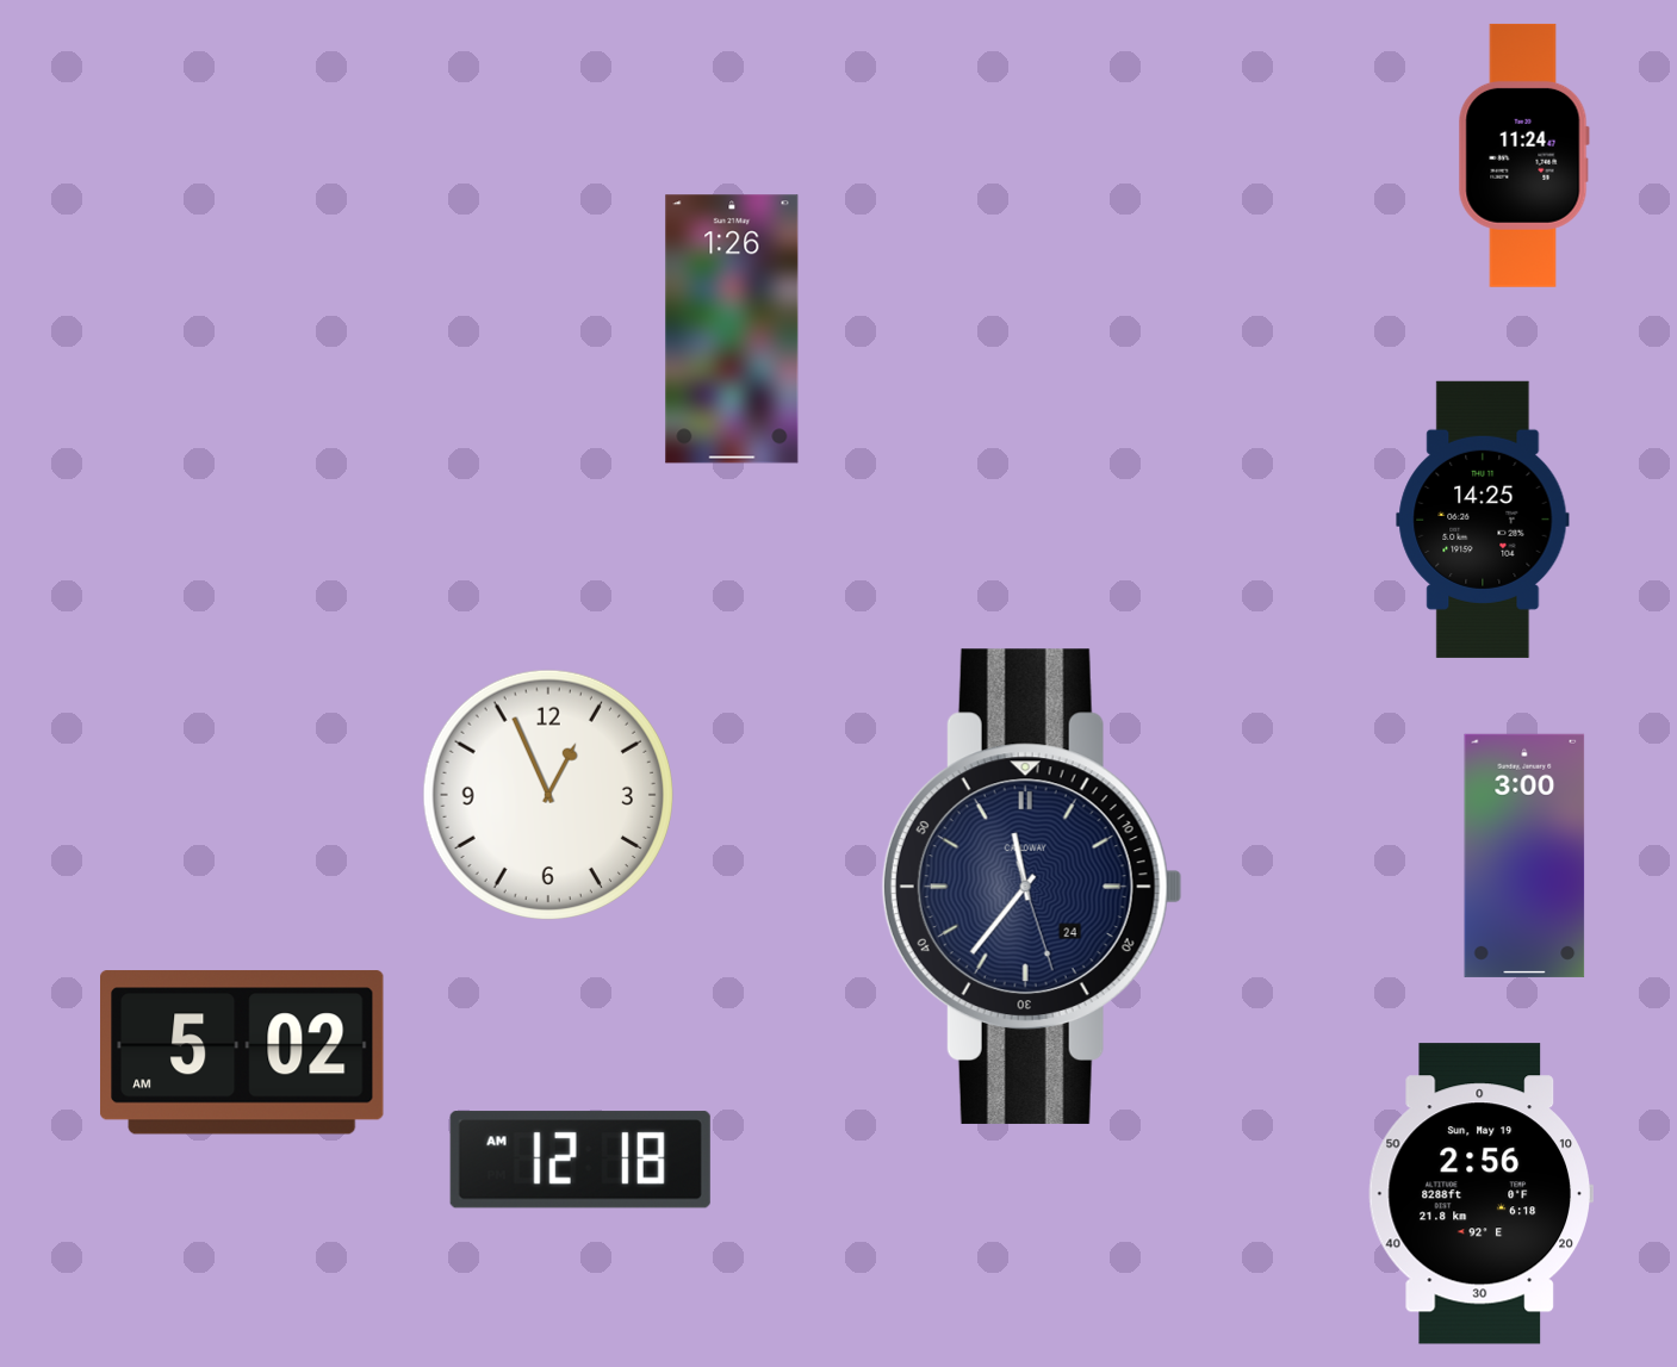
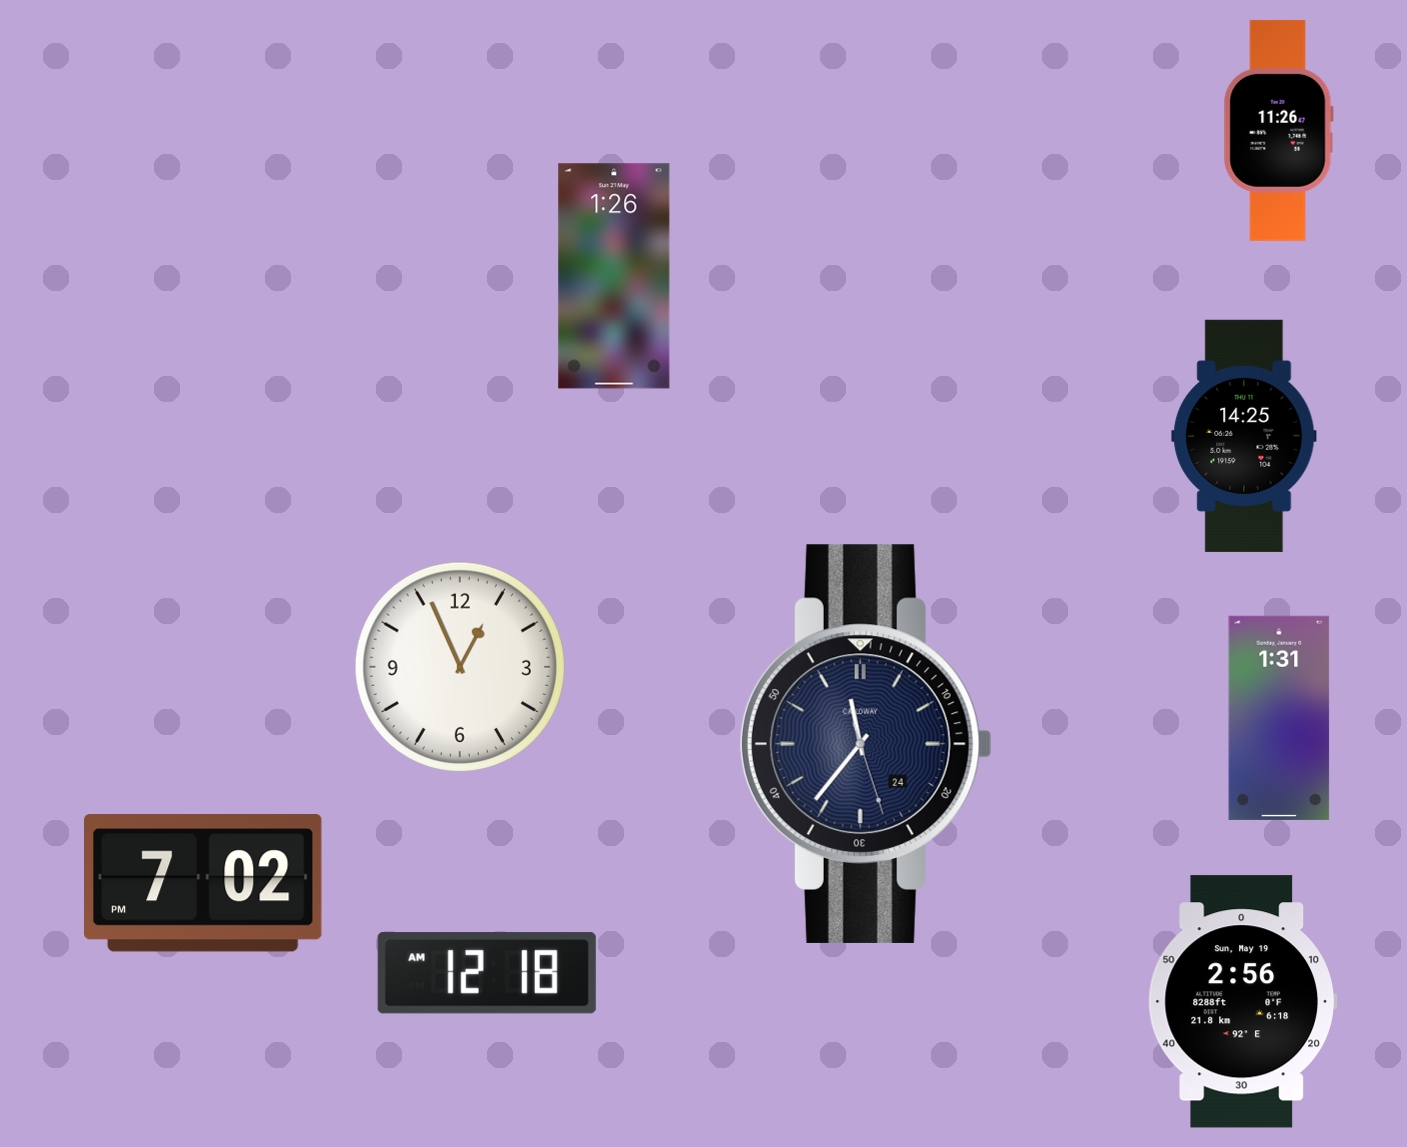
clock at (1523, 155): 11:24 -> 11:26
clock at (1524, 856): 3:00 -> 1:31
clock at (243, 1052): 5:02 -> 7:02
